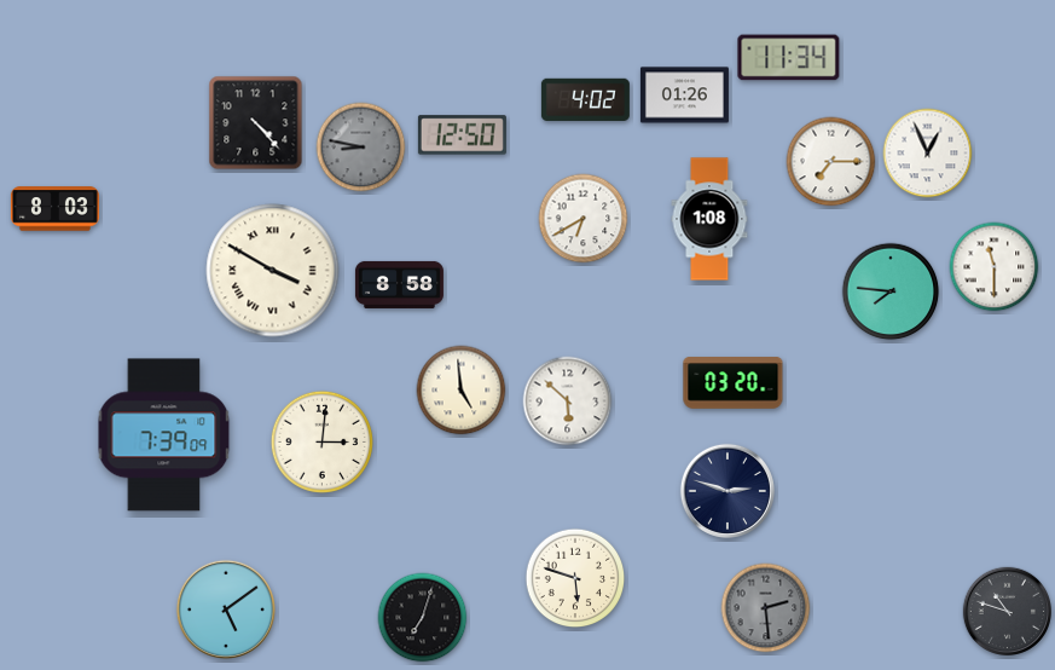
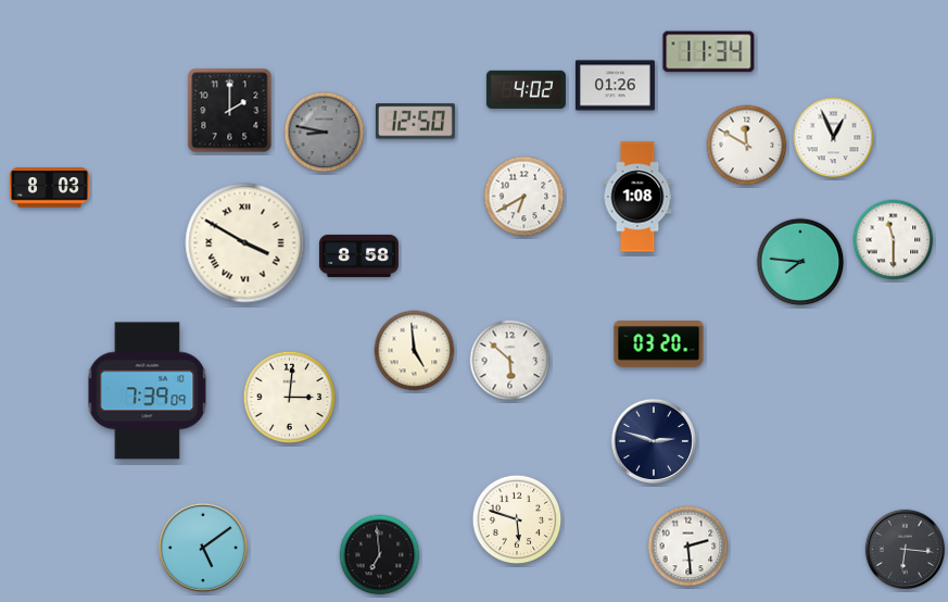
clock at (256, 123): 4:23 -> 2:00
clock at (831, 162): 7:15 -> 11:50
clock at (766, 608) dial: grey -> white
clock at (1007, 611): 10:48 -> 6:16
clock at (423, 618): 7:03 -> 6:59
